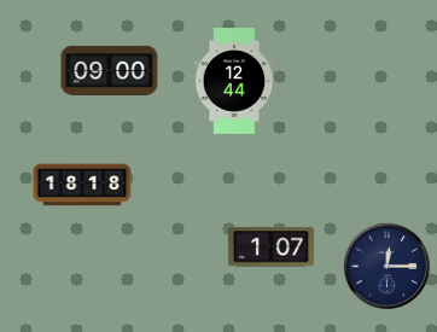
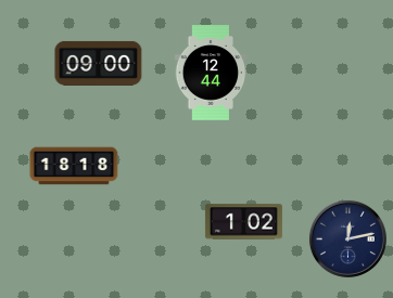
clock at (270, 247): 1:07 -> 1:02
clock at (386, 266): 12:15 -> 12:13
